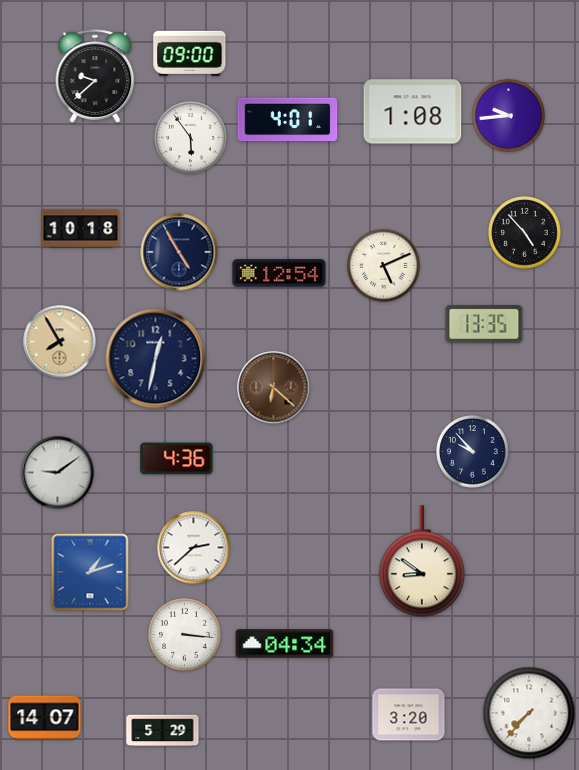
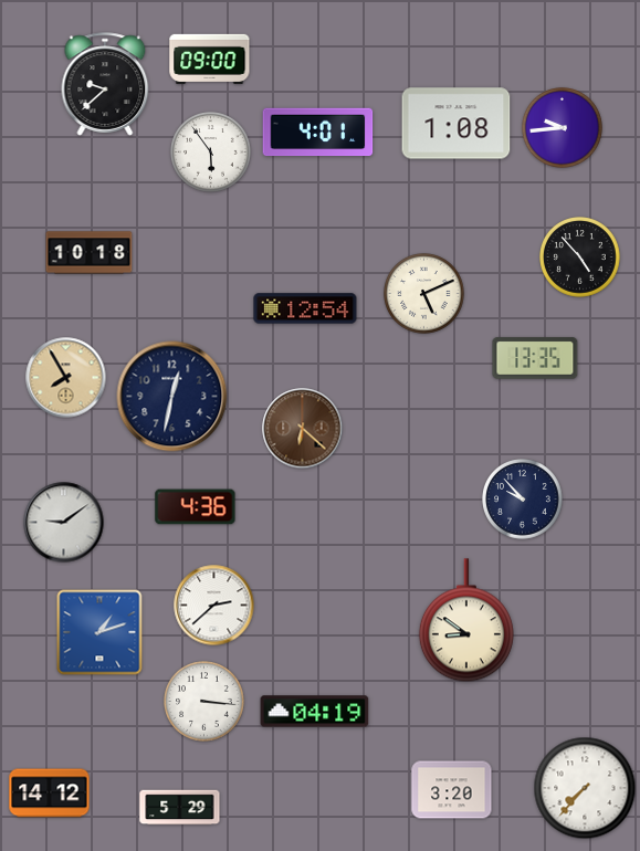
clock at (179, 252): 4:55 -> none
clock at (279, 273) position: (279, 273) -> (305, 308)
clock at (285, 644): 04:34 -> 04:19
clock at (45, 718): 14:07 -> 14:12
